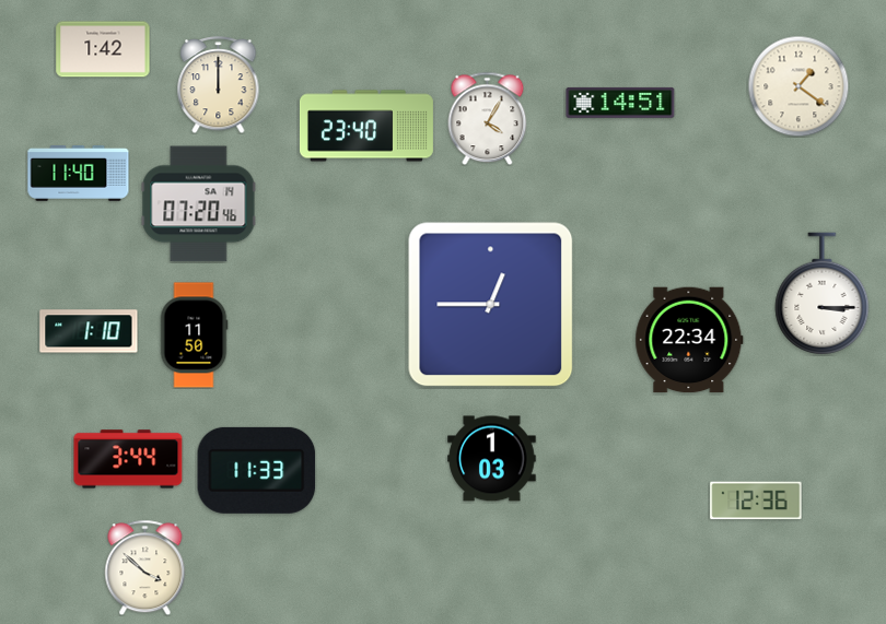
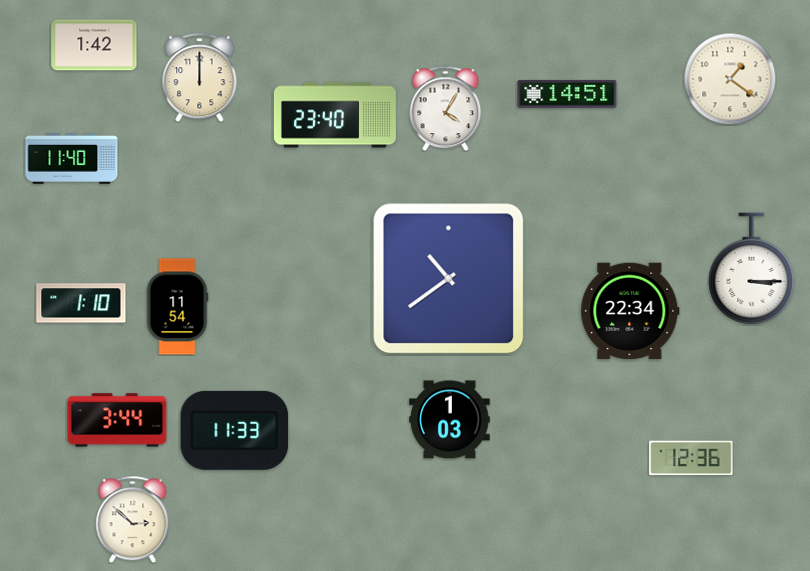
clock at (199, 204): 07:20 -> none
clock at (491, 305): 12:45 -> 10:39
clock at (194, 335): 11:50 -> 11:54
clock at (145, 567): 3:52 -> 2:52
